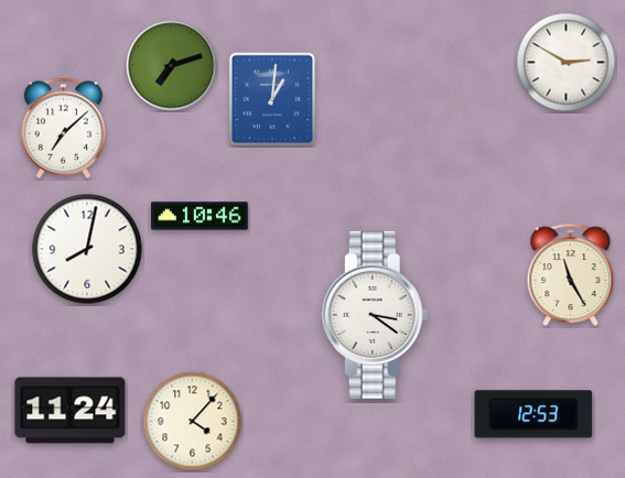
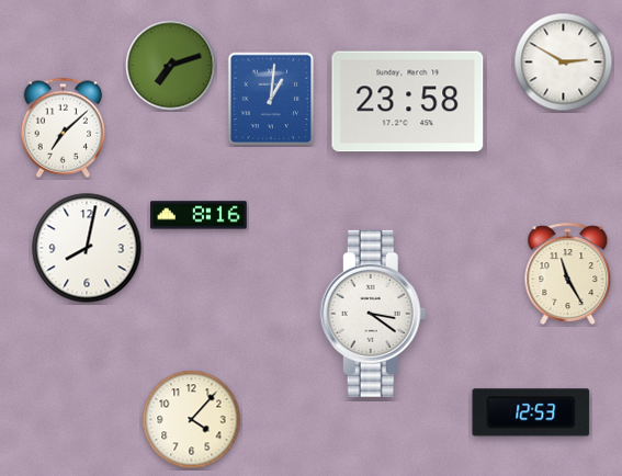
clock at (408, 102): none -> 23:58
clock at (201, 216): 10:46 -> 8:16
clock at (71, 411): 11:24 -> none
